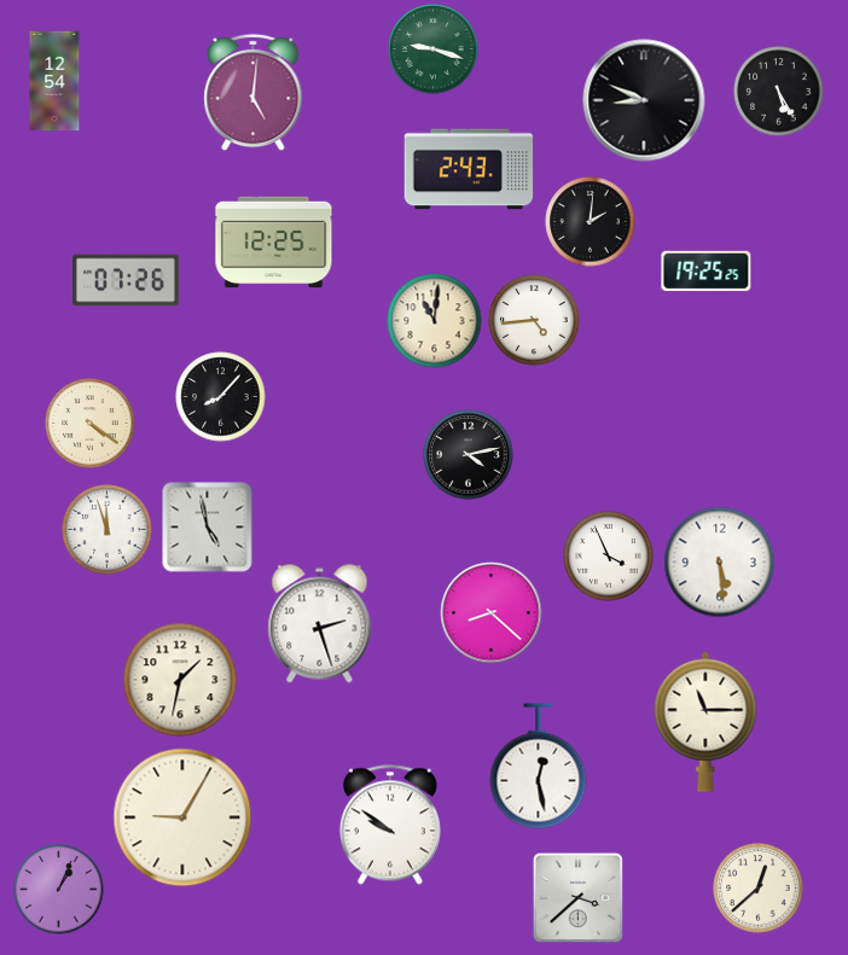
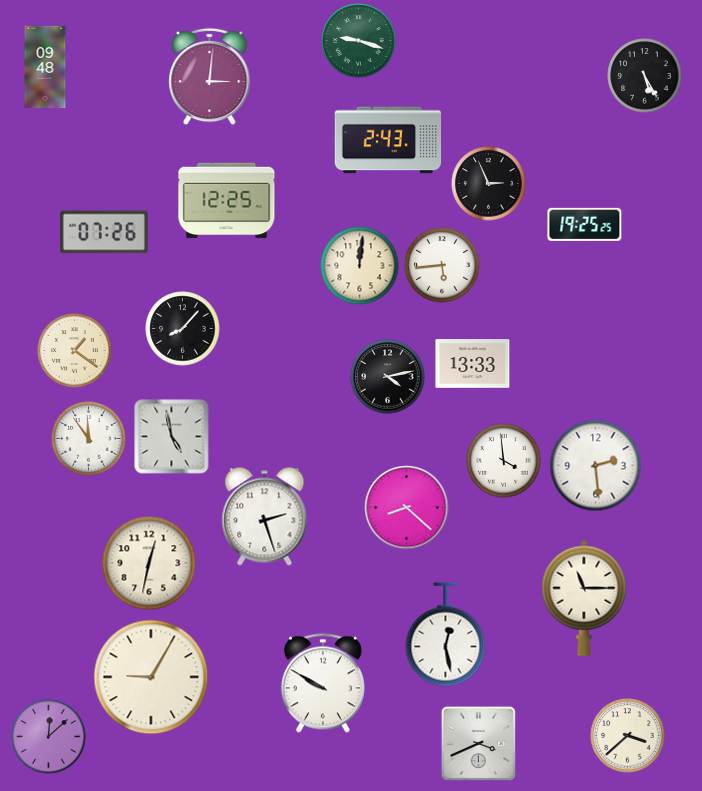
clock at (54, 81): 12:54 -> 09:48
clock at (254, 93): 5:01 -> 3:01
clock at (644, 100): 8:49 -> none
clock at (591, 222): 2:01 -> 2:56
clock at (534, 320): 4:44 -> 5:44
clock at (435, 321): 11:01 -> 12:01
clock at (91, 424): 4:21 -> 1:21
clock at (473, 364): none -> 13:33
clock at (108, 530): 11:57 -> 11:54
clock at (609, 557): 3:56 -> 3:59
clock at (720, 563): 5:29 -> 2:29
clock at (180, 680): 1:32 -> 12:32
clock at (390, 825): 9:51 -> 9:50
clock at (759, 889): 12:38 -> 3:38
clock at (59, 890): 1:04 -> 12:08
clock at (577, 897): 3:38 -> 3:41
